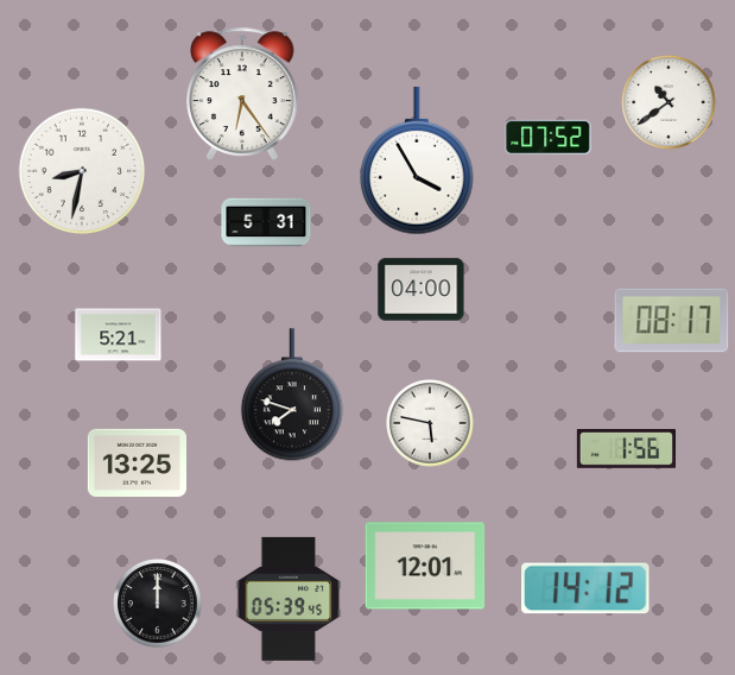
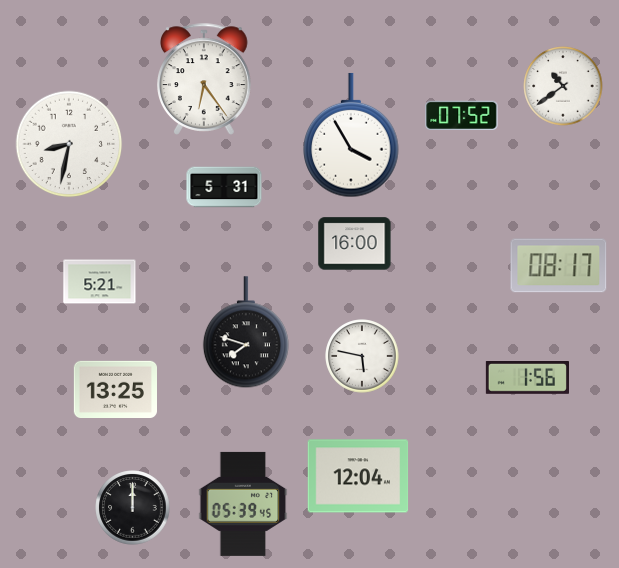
clock at (422, 290): 04:00 -> 16:00
clock at (672, 321) position: (672, 321) -> (559, 266)
clock at (425, 566): 12:01 -> 12:04
clock at (585, 588): 14:12 -> none
